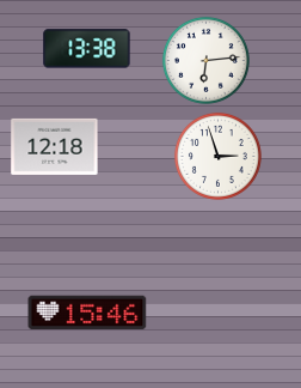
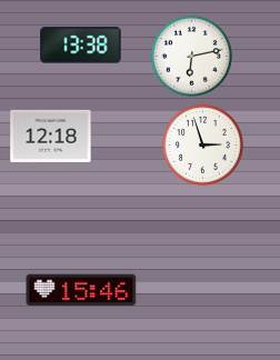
clock at (205, 60): 6:14 -> 6:13
